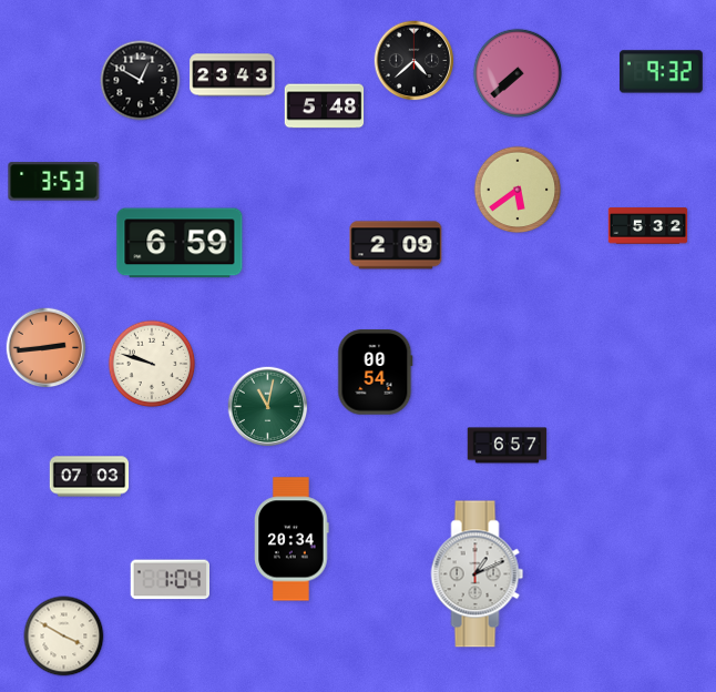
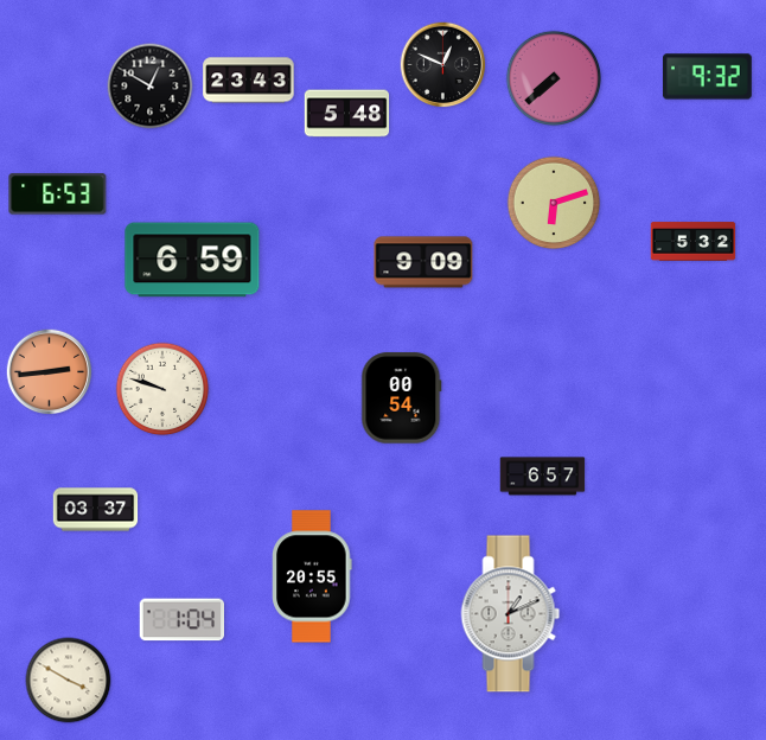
clock at (415, 61): 4:38 -> 12:49
clock at (54, 182): 3:53 -> 6:53
clock at (518, 190): 5:39 -> 6:12
clock at (396, 245): 2:09 -> 9:09
clock at (268, 407): 11:02 -> none
clock at (90, 477): 07:03 -> 03:37
clock at (291, 539): 20:34 -> 20:55
